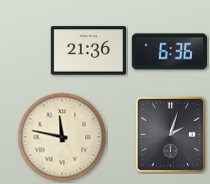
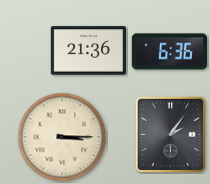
clock at (170, 135): 2:03 -> 2:06
clock at (62, 137): 11:47 -> 3:15
